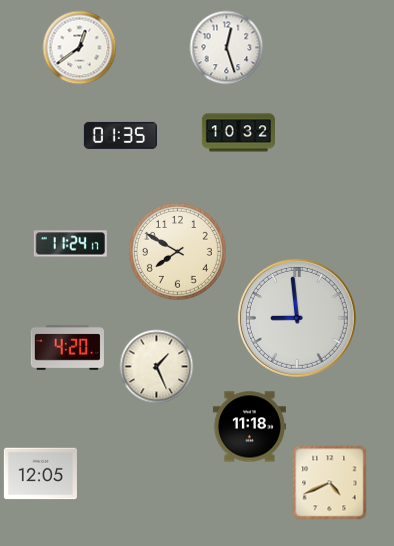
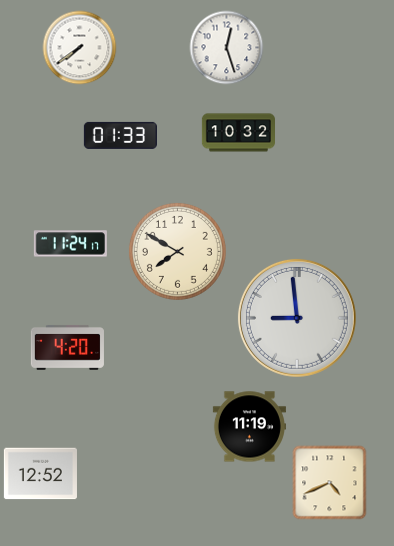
clock at (80, 48): 12:39 -> 7:39
clock at (120, 135): 01:35 -> 01:33
clock at (157, 367): 1:26 -> none
clock at (249, 427): 11:18 -> 11:19
clock at (40, 474): 12:05 -> 12:52
